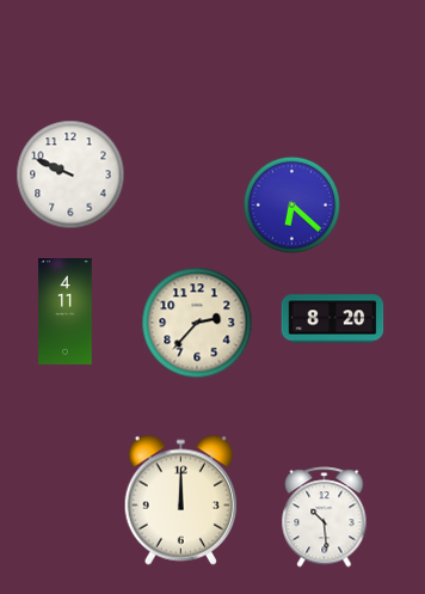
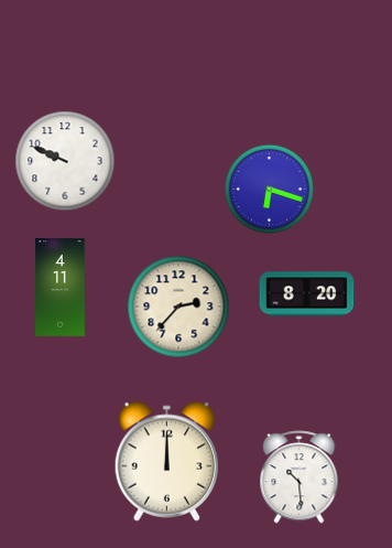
clock at (291, 204): 6:22 -> 6:18
clock at (197, 323) position: (197, 323) -> (178, 307)
